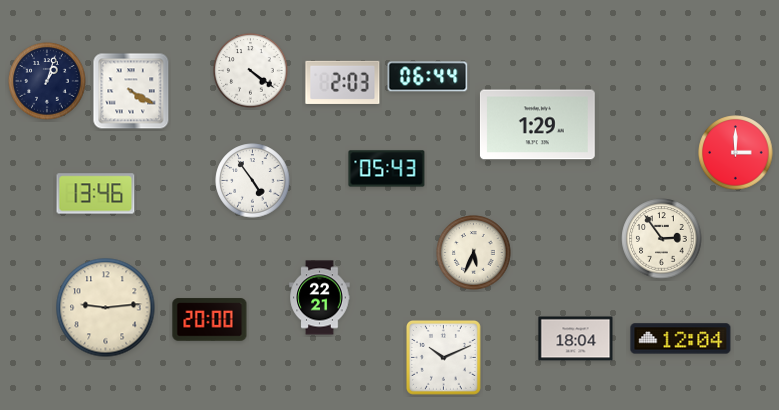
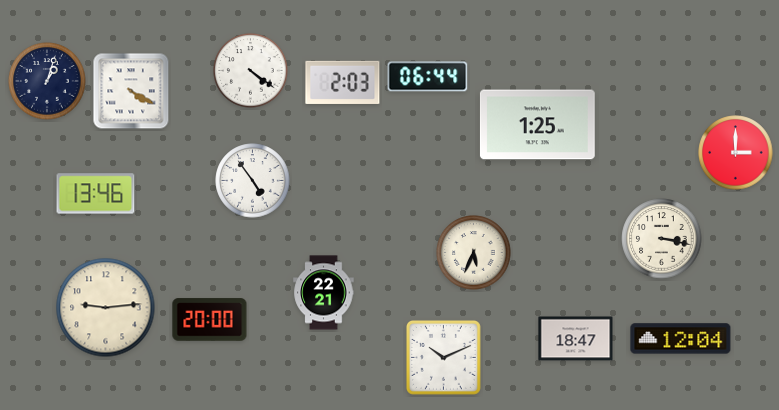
clock at (537, 125): 1:29 -> 1:25
clock at (387, 169): 05:43 -> none
clock at (662, 239): 2:54 -> 3:17
clock at (320, 298) position: (320, 298) -> (324, 293)
clock at (576, 339): 18:04 -> 18:47
